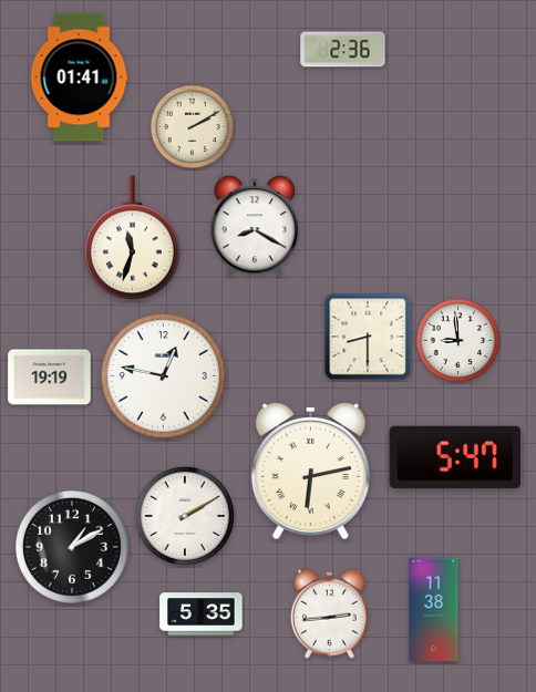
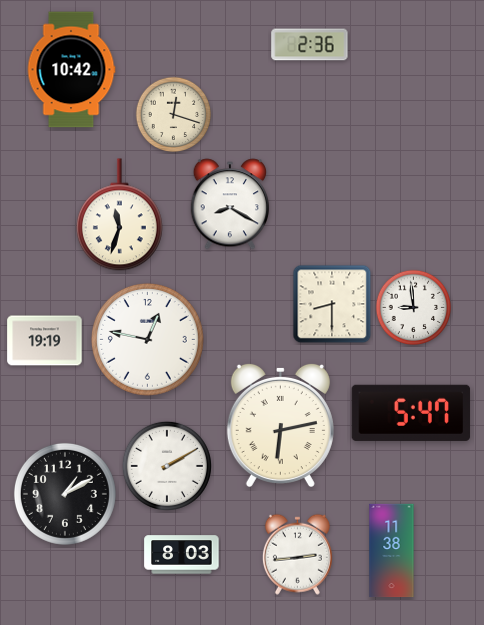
clock at (79, 78): 01:41 -> 10:42
clock at (193, 127): 2:10 -> 12:18
clock at (202, 614): 5:35 -> 8:03
